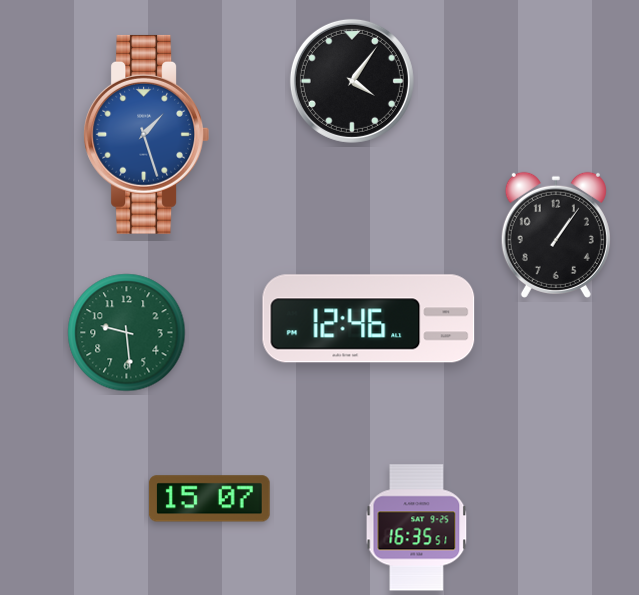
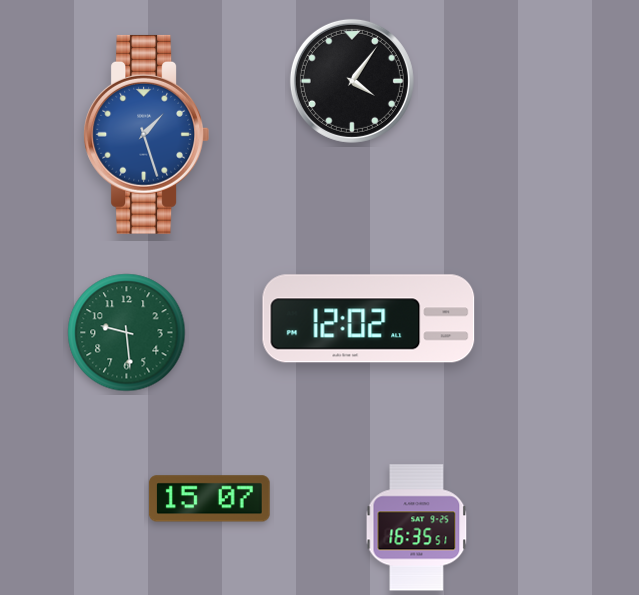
clock at (556, 235): 1:06 -> none
clock at (369, 319): 12:46 -> 12:02
